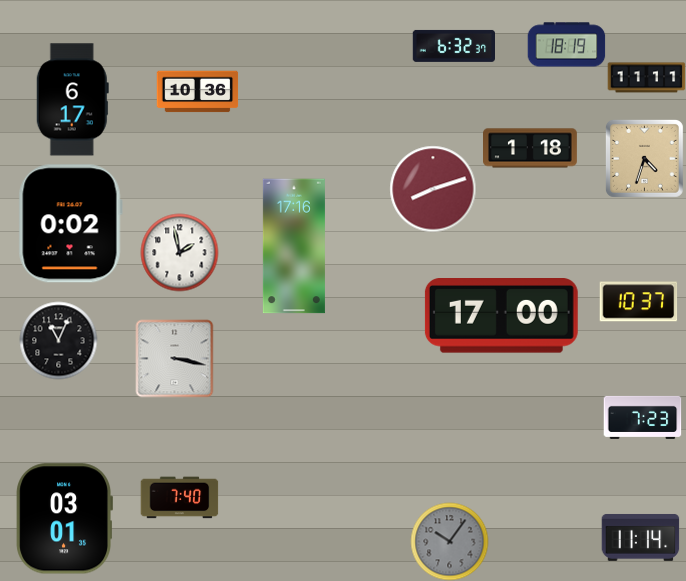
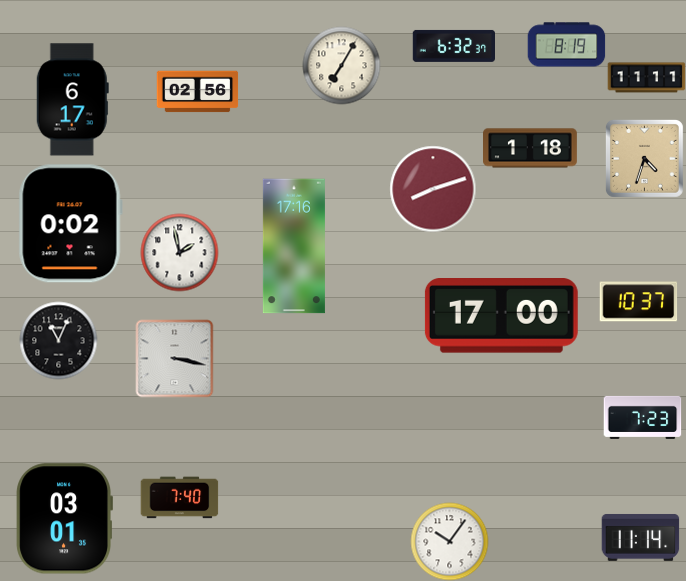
clock at (566, 45): 18:19 -> 8:19
clock at (341, 65): none -> 7:05
clock at (197, 92): 10:36 -> 02:56
clock at (449, 541) dial: grey -> white
